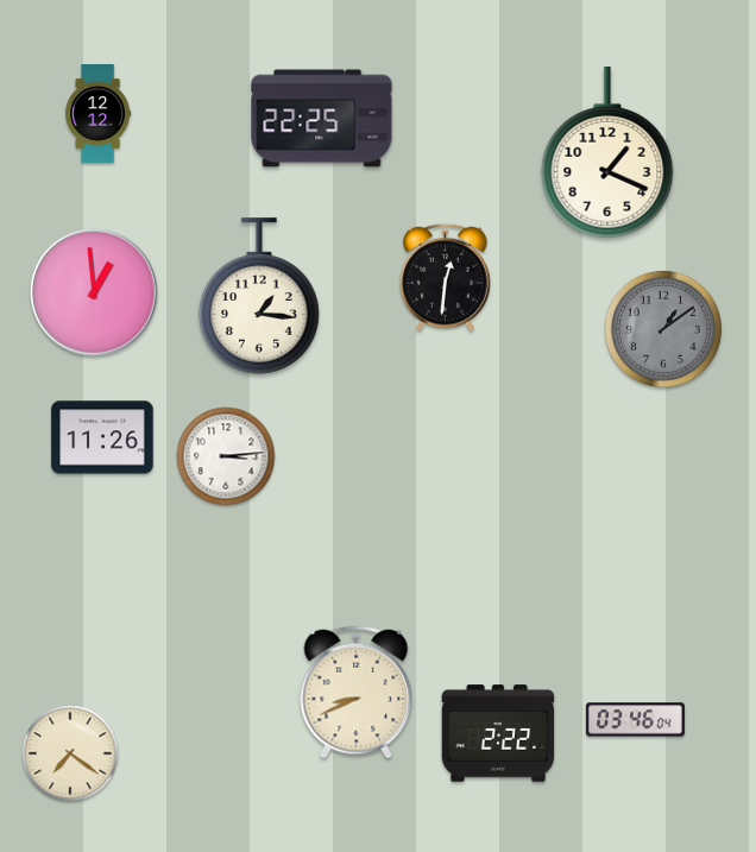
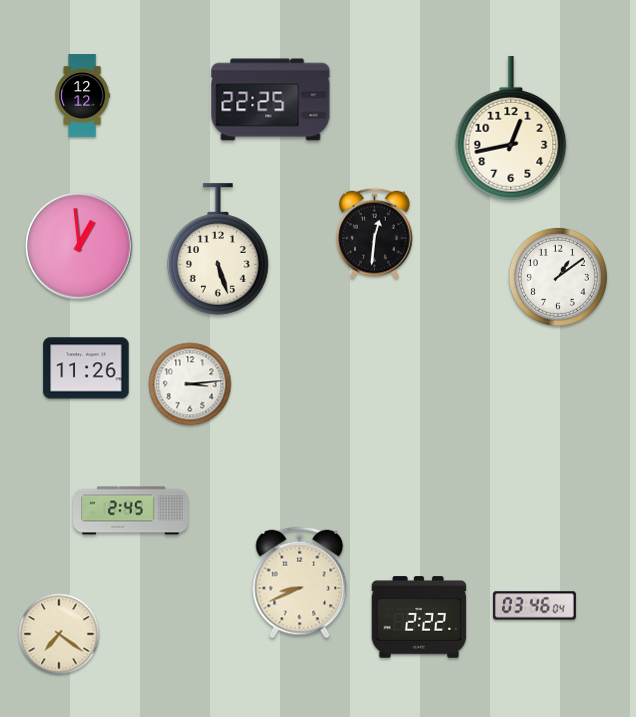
clock at (607, 152): 1:19 -> 12:43
clock at (260, 296): 1:16 -> 5:27
clock at (663, 329) dial: grey -> white
clock at (131, 511): none -> 2:45
